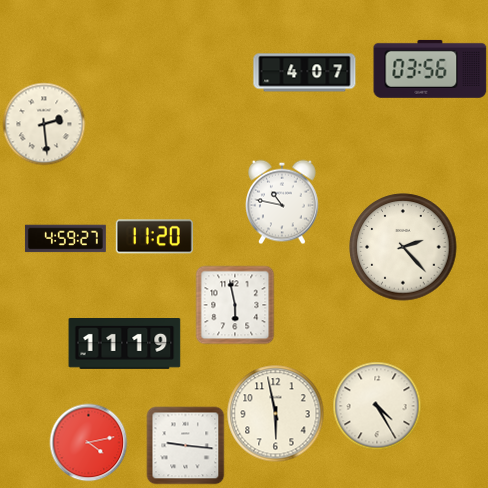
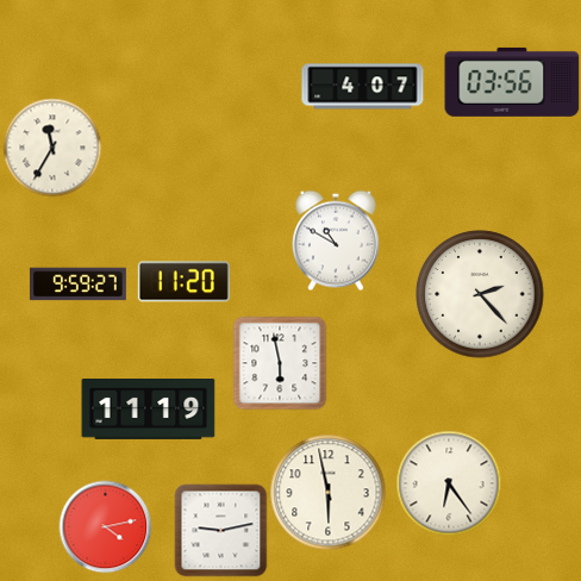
clock at (44, 124): 2:29 -> 11:35
clock at (283, 202): 10:47 -> 10:50
clock at (65, 239): 4:59 -> 9:59
clock at (377, 406): 4:25 -> 6:24
clock at (185, 445): 9:16 -> 9:13
